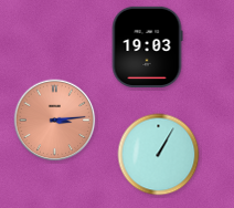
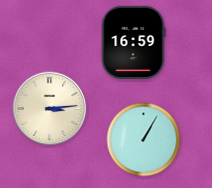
clock at (147, 46): 19:03 -> 16:59
clock at (55, 121) dial: salmon -> cream
